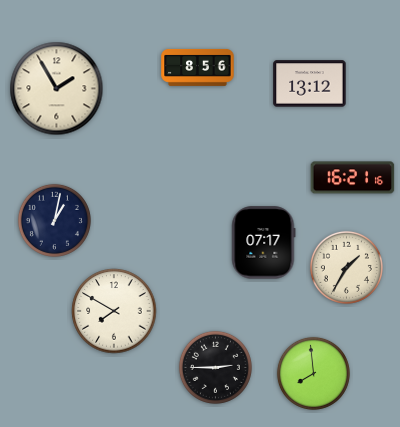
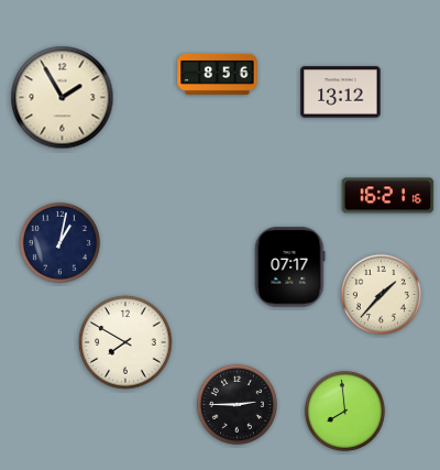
clock at (346, 267): 1:35 -> 1:37
